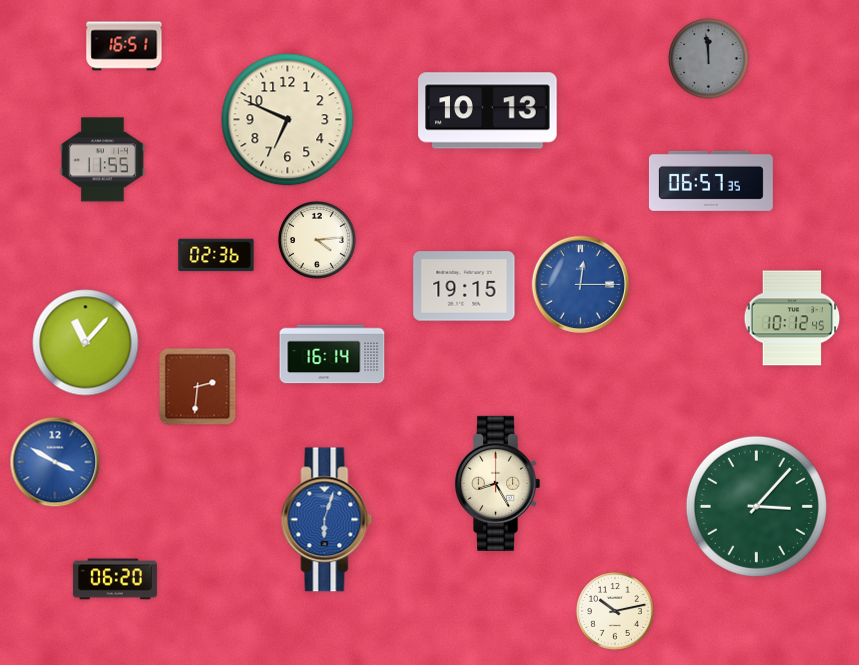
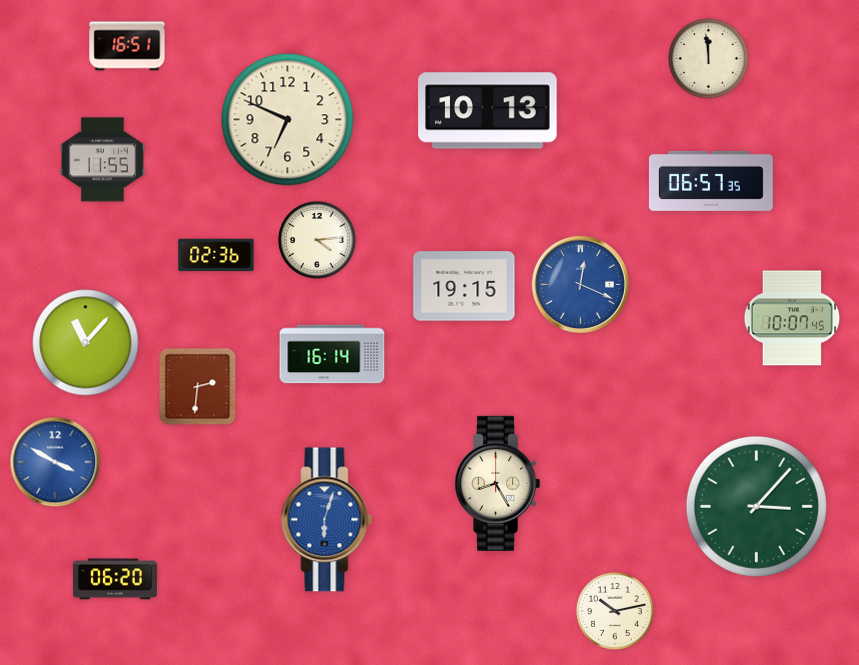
clock at (124, 46) position: (124, 46) -> (127, 46)
clock at (709, 59) dial: grey -> cream
clock at (580, 284): 12:15 -> 12:19
clock at (792, 318): 10:12 -> 10:07
